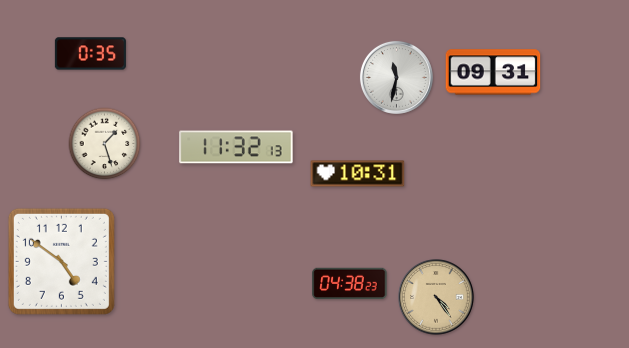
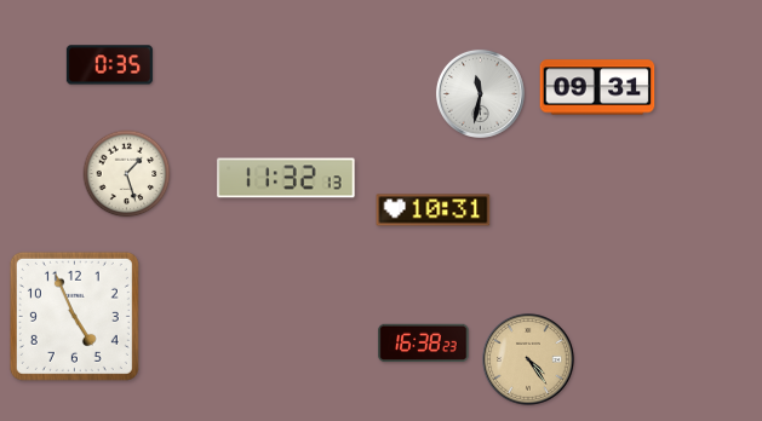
clock at (61, 261): 4:51 -> 4:56
clock at (350, 284): 04:38 -> 16:38
